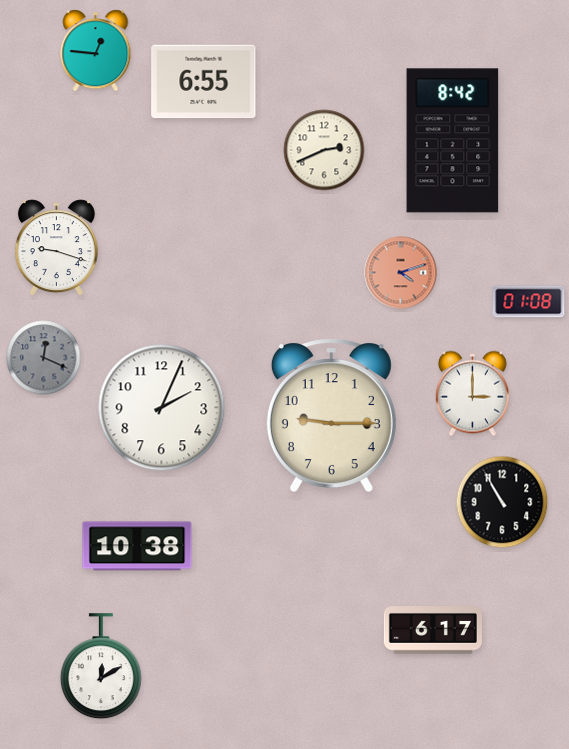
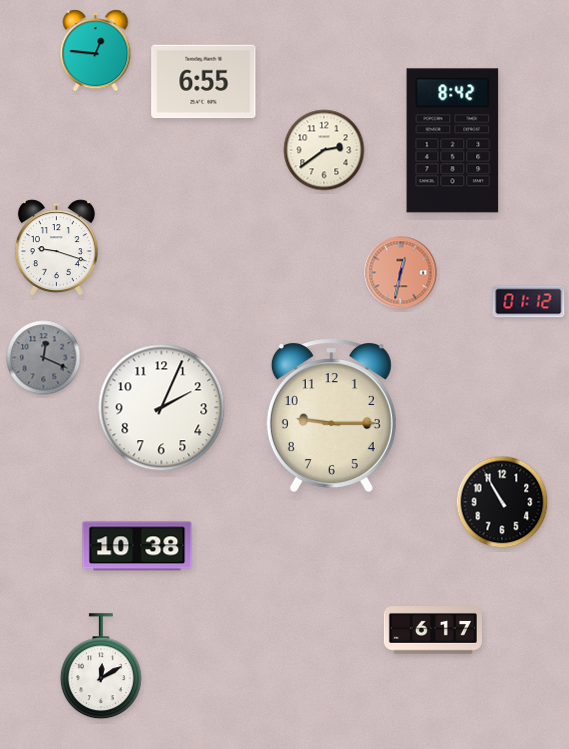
clock at (324, 150): 2:41 -> 2:39
clock at (401, 273): 4:12 -> 12:32
clock at (529, 302): 01:08 -> 01:12
clock at (472, 394): 3:00 -> none
